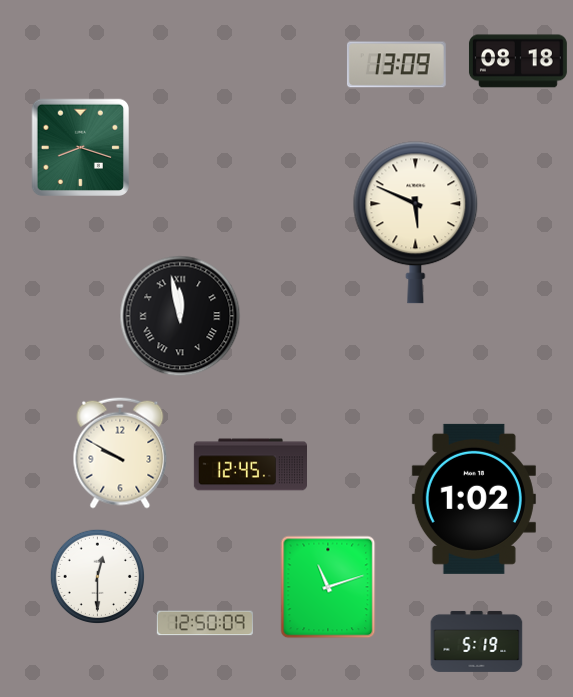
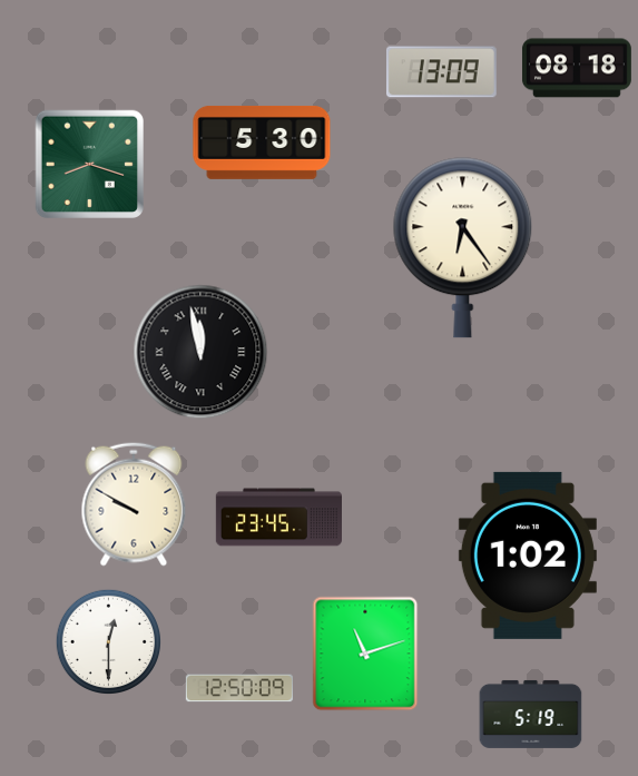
clock at (262, 143): none -> 5:30
clock at (416, 223): 5:49 -> 6:24
clock at (250, 465): 12:45 -> 23:45
clock at (205, 623) position: (205, 623) -> (239, 688)
